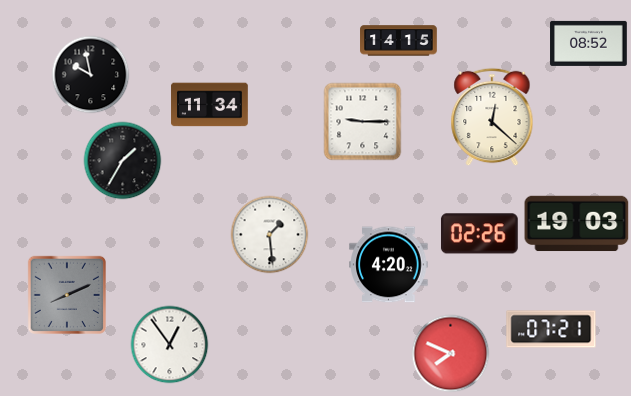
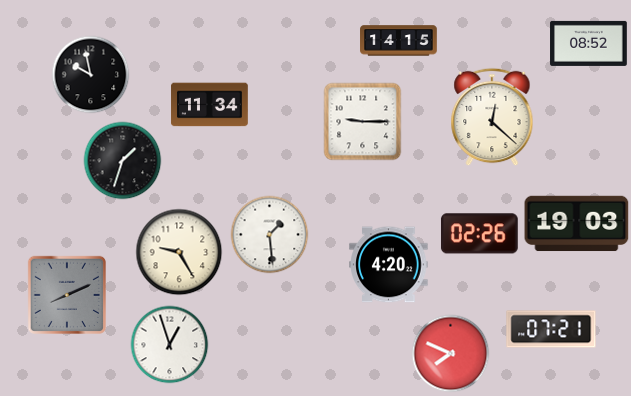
clock at (122, 160): 1:35 -> 1:33
clock at (179, 252): none -> 9:25
clock at (169, 344): 12:54 -> 12:57
